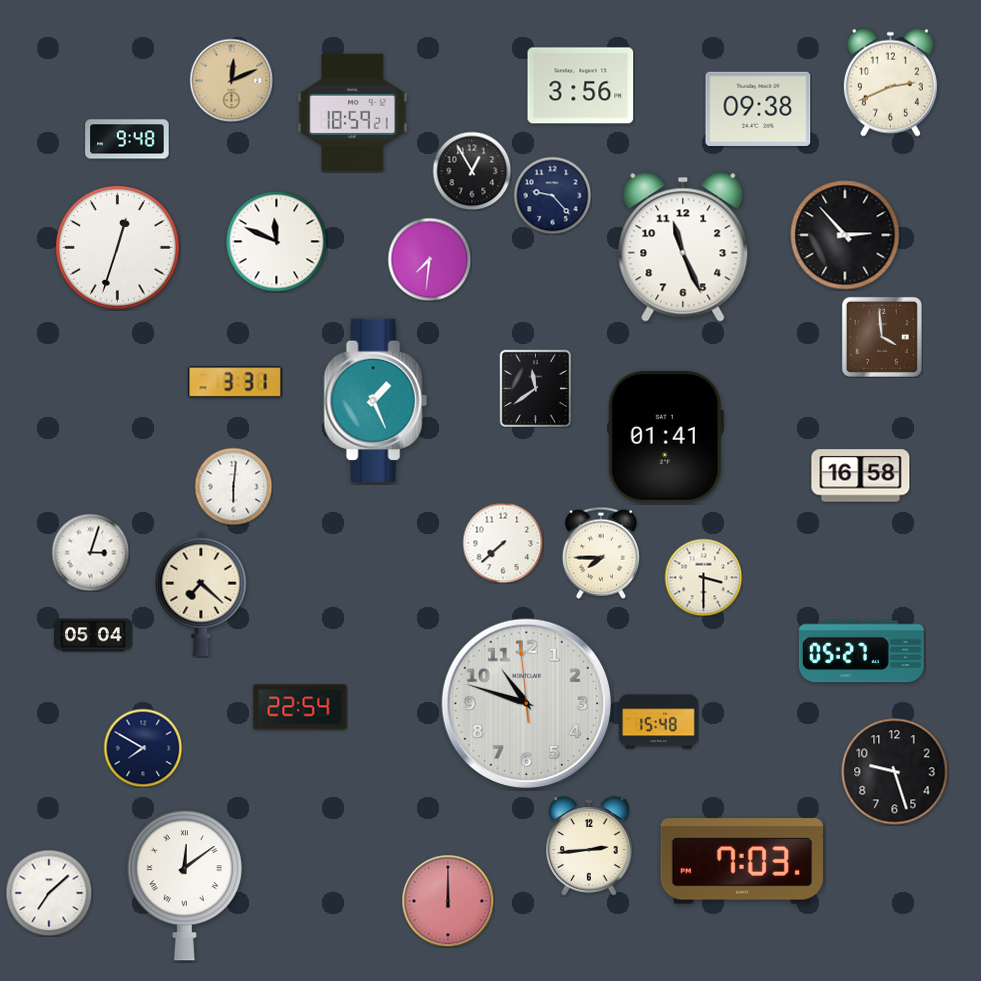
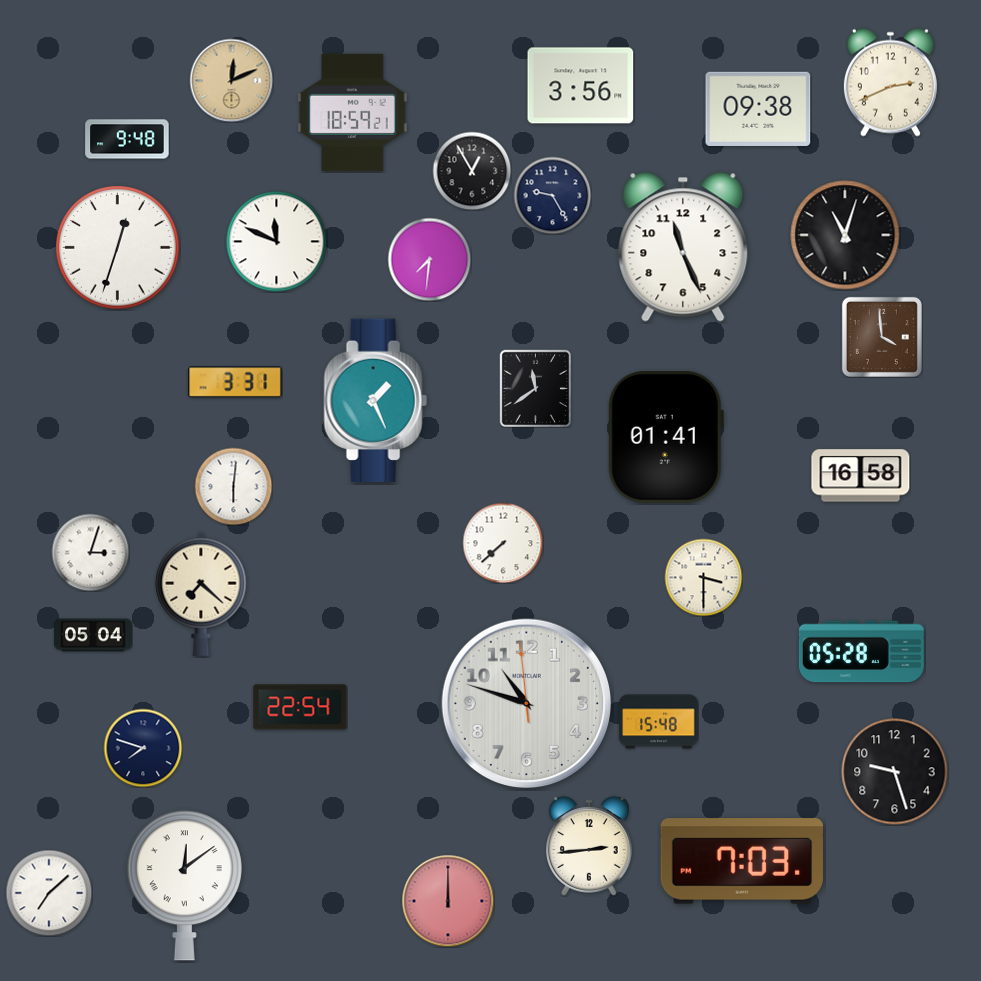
clock at (552, 195): 9:23 -> 9:25
clock at (845, 235): 2:53 -> 11:03
clock at (601, 553): 7:45 -> none
clock at (861, 652): 05:27 -> 05:28
clock at (143, 748): 7:50 -> 7:48
